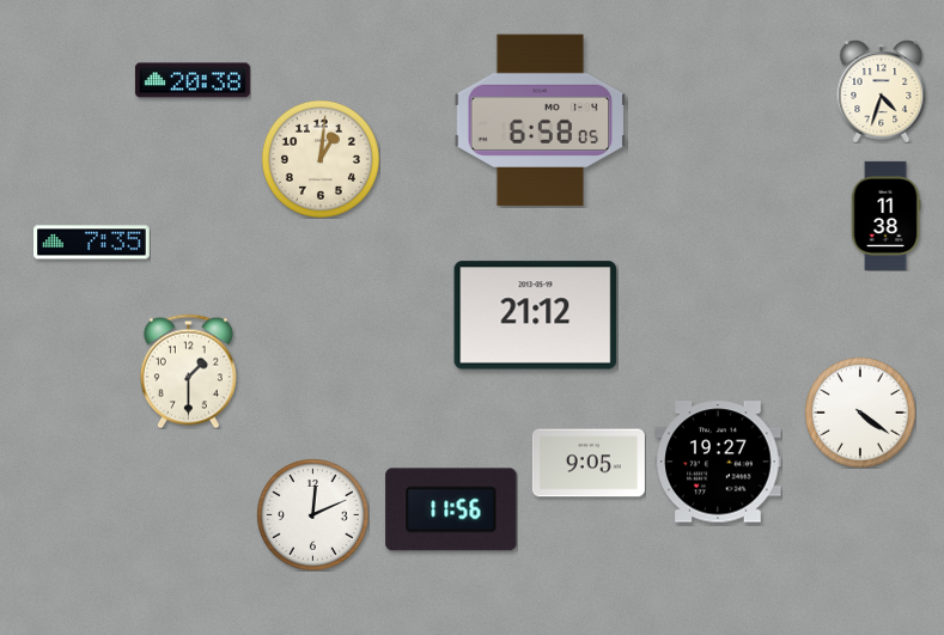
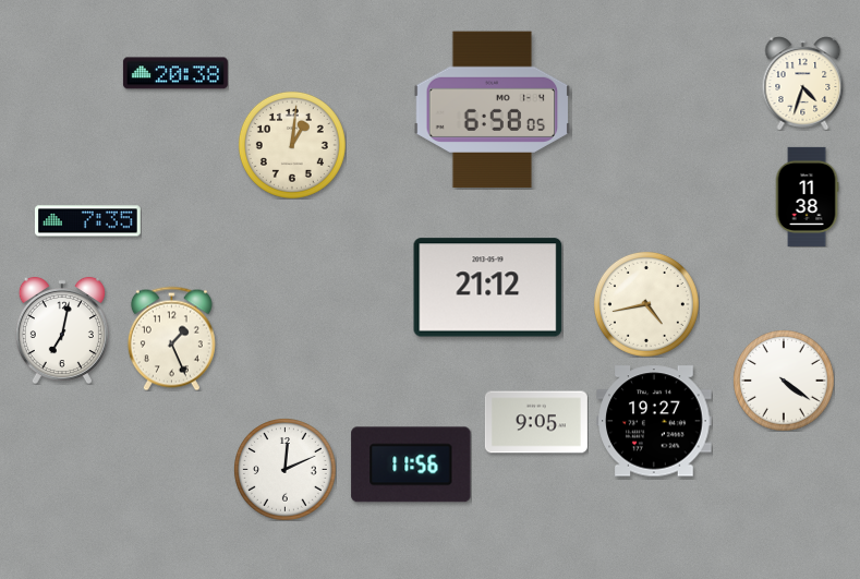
clock at (91, 243) position: (91, 243) -> (87, 221)
clock at (646, 304): none -> 4:43
clock at (62, 330): none -> 7:02
clock at (188, 371): 1:30 -> 1:26
clock at (860, 413) position: (860, 413) -> (784, 381)
